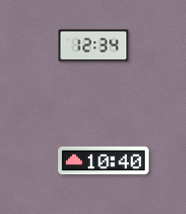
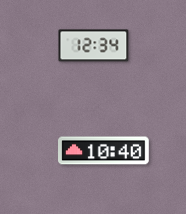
clock at (104, 161) position: (104, 161) -> (104, 151)
